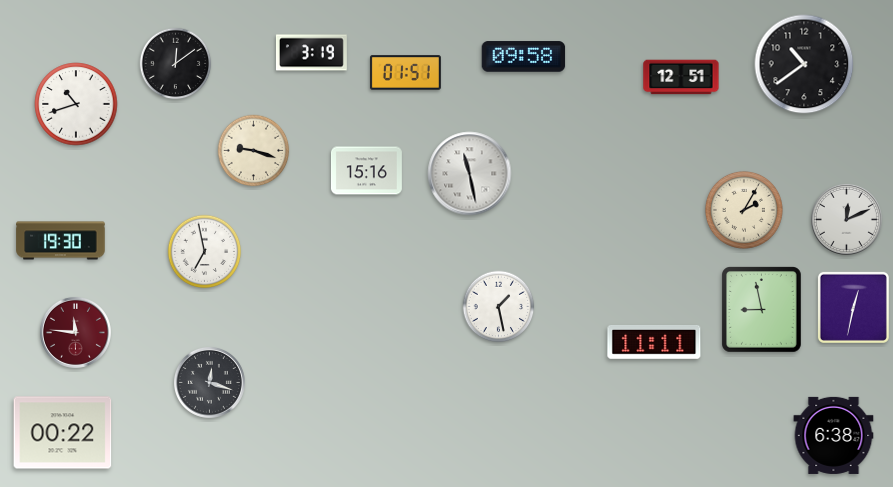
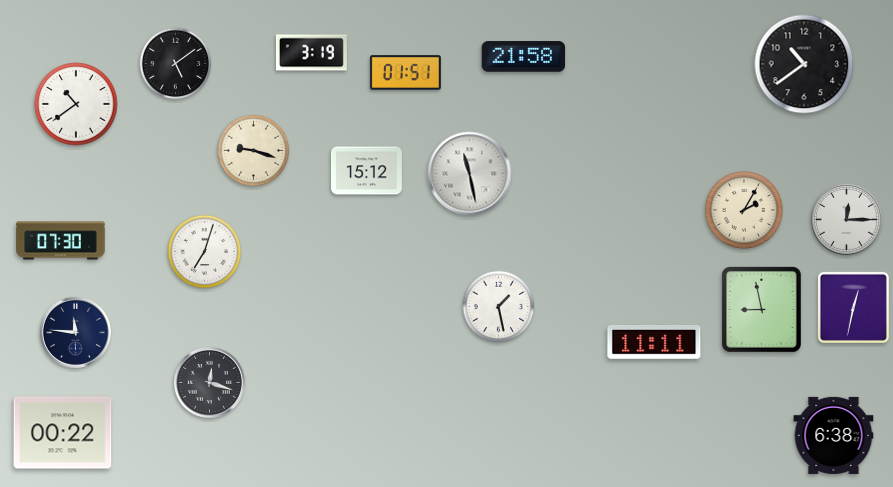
clock at (524, 57): 09:58 -> 21:58
clock at (176, 64): 12:09 -> 5:09
clock at (681, 77): 12:51 -> none
clock at (76, 104): 10:42 -> 10:39
clock at (366, 171): 15:16 -> 15:12
clock at (846, 219): 12:11 -> 12:15
clock at (61, 241): 19:30 -> 07:30
clock at (205, 252): 6:58 -> 7:03
clock at (75, 332) dial: burgundy -> navy
